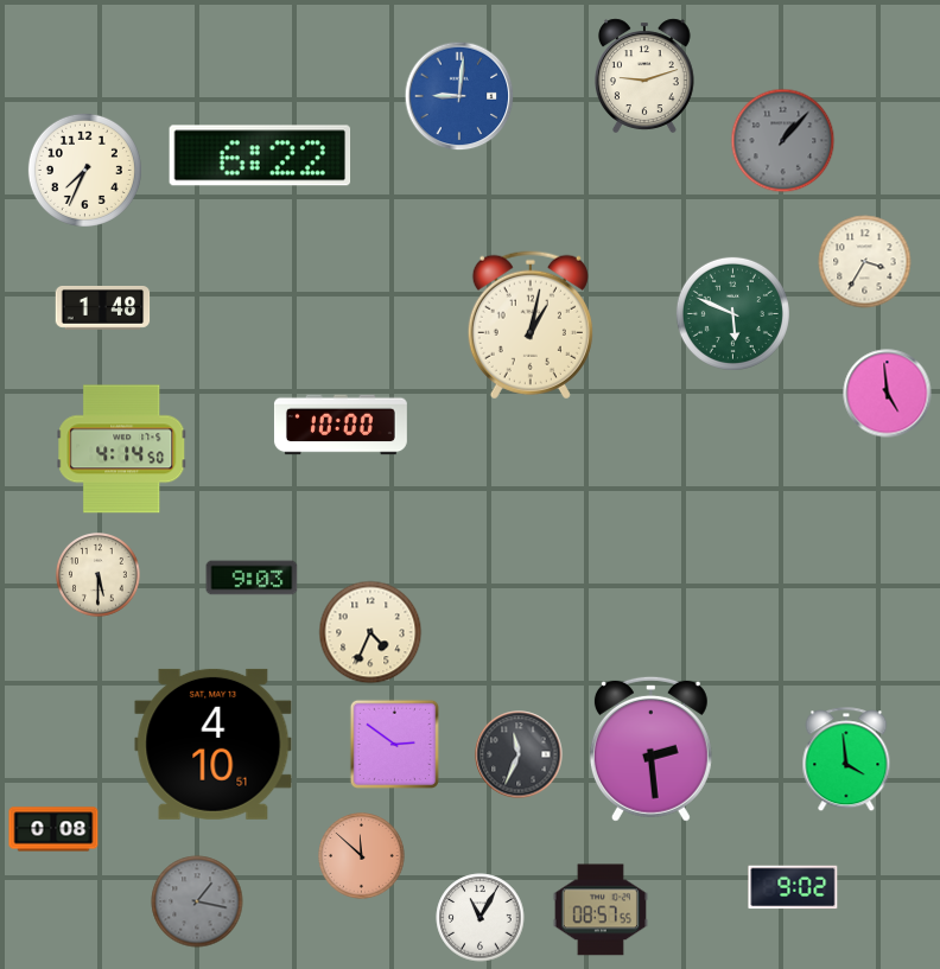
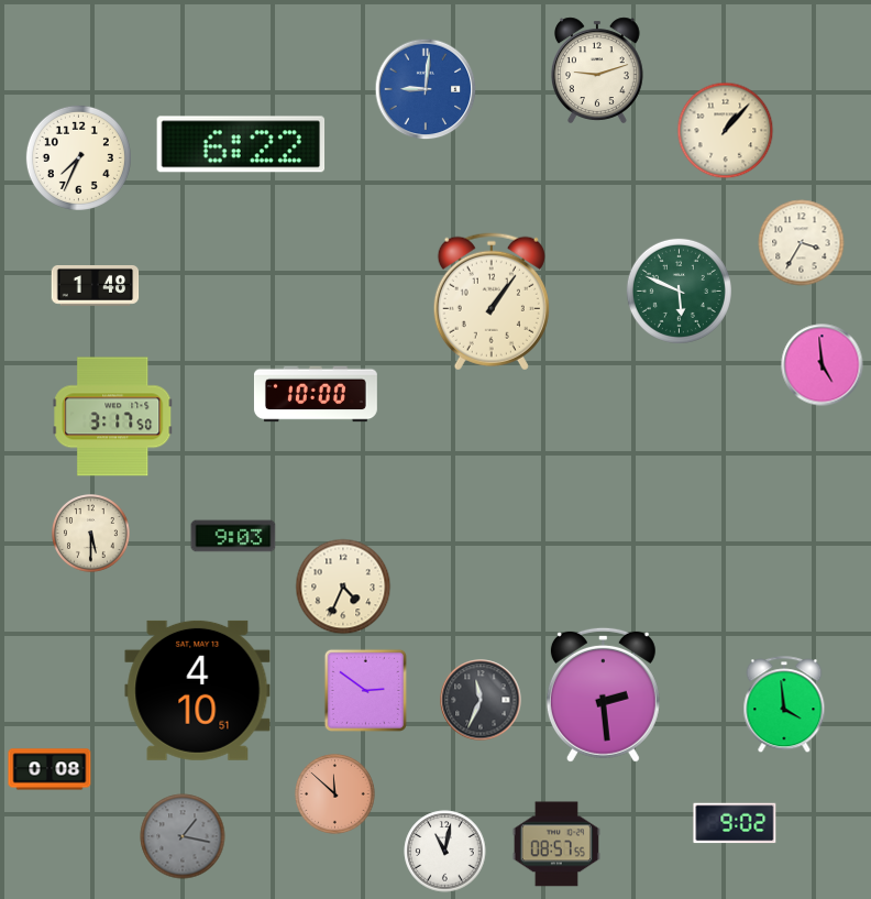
clock at (783, 141) dial: grey -> cream
clock at (531, 325): 1:02 -> 1:06
clock at (122, 450): 4:14 -> 3:17
clock at (481, 918): 11:05 -> 11:02
